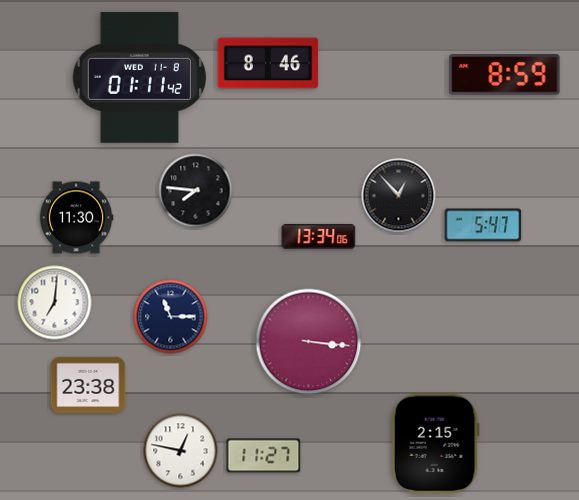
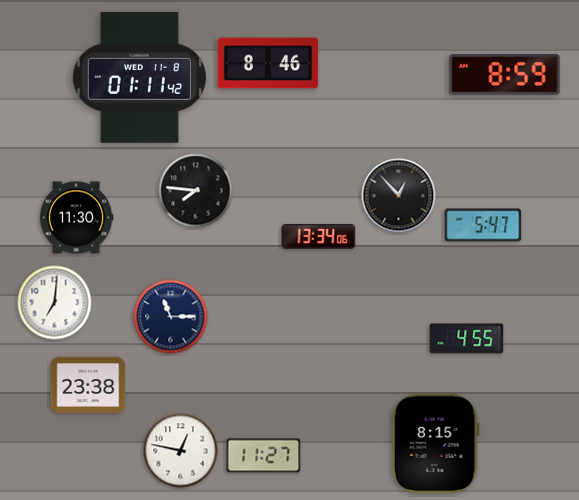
clock at (467, 339): none -> 4:55
clock at (309, 342): 3:16 -> none
clock at (435, 444): 2:15 -> 8:15
